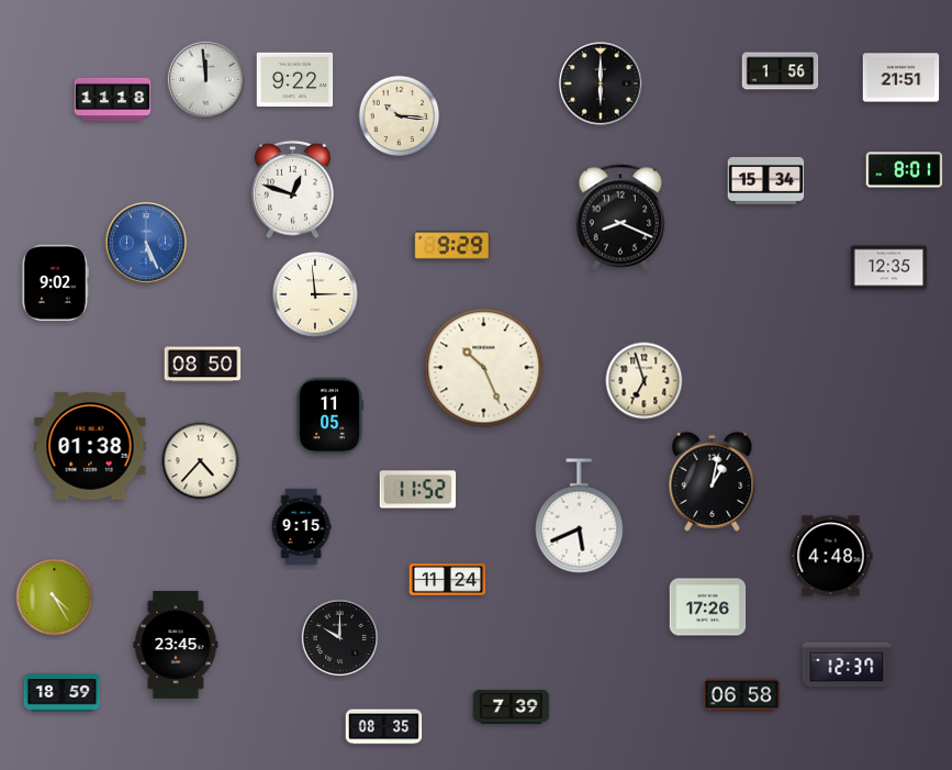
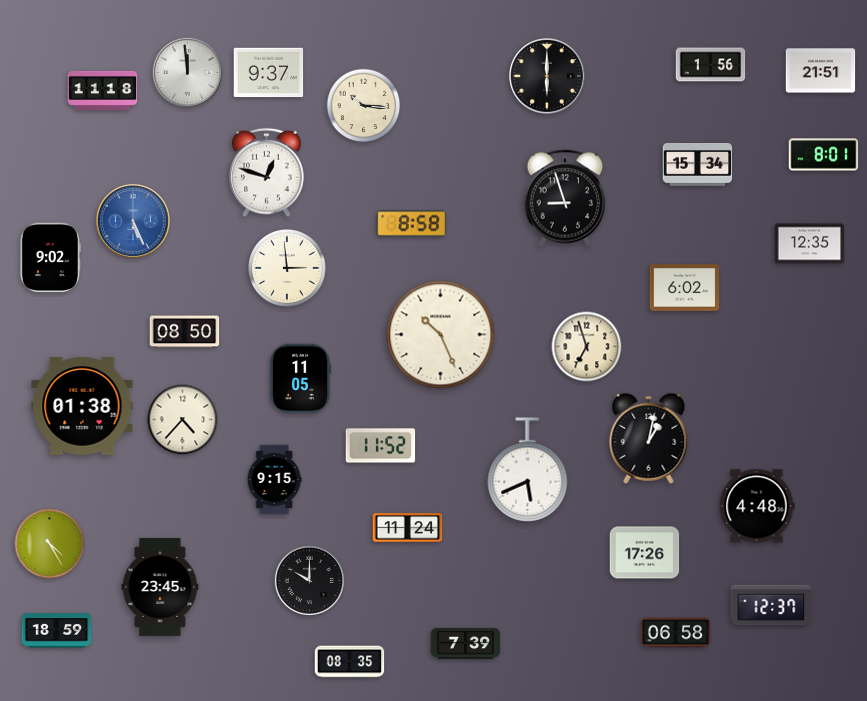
clock at (295, 80): 9:22 -> 9:37
clock at (620, 217): 8:19 -> 8:57
clock at (452, 246): 9:29 -> 8:58
clock at (685, 288): none -> 6:02
